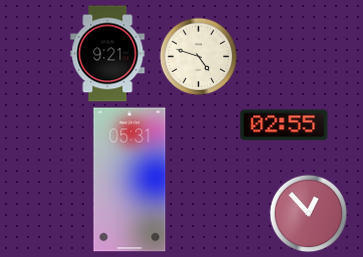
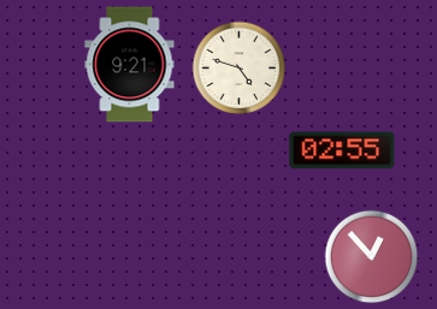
clock at (130, 180): 05:31 -> none
